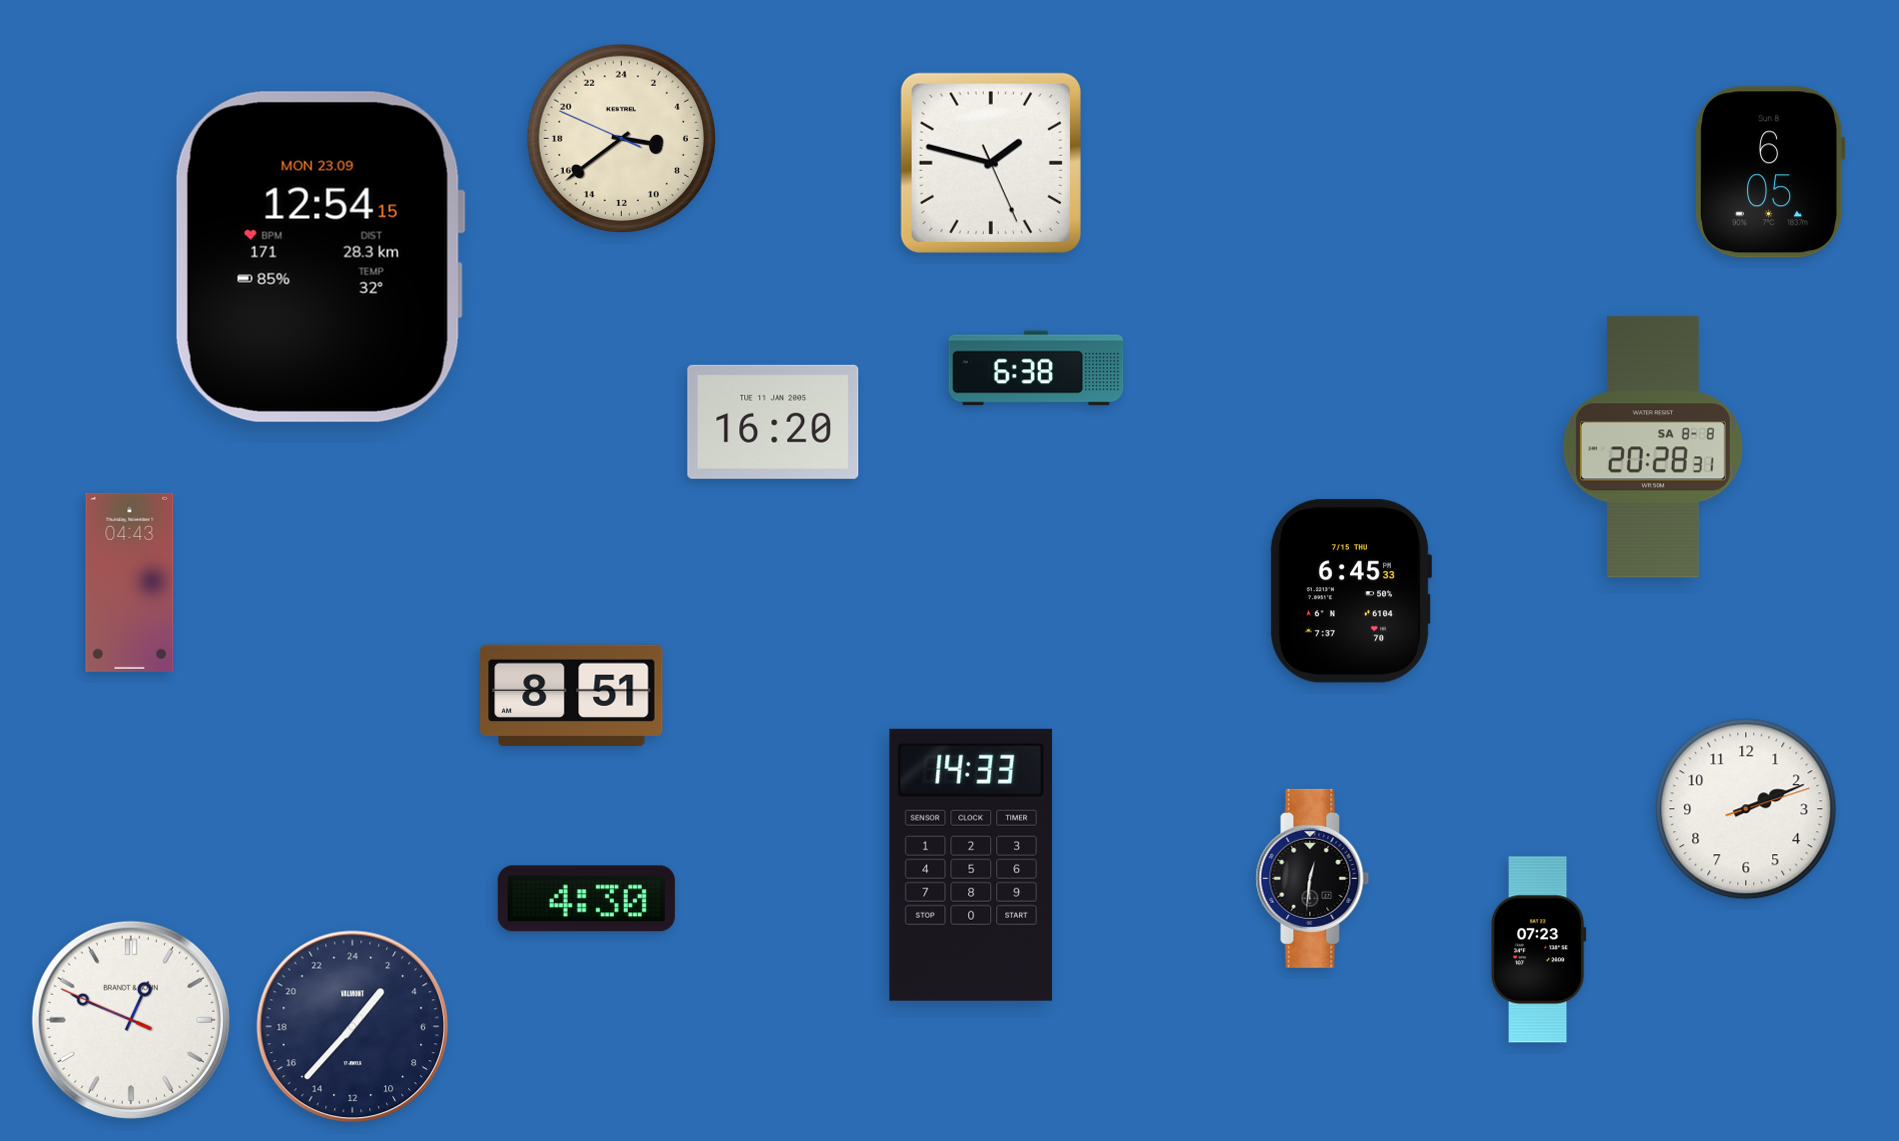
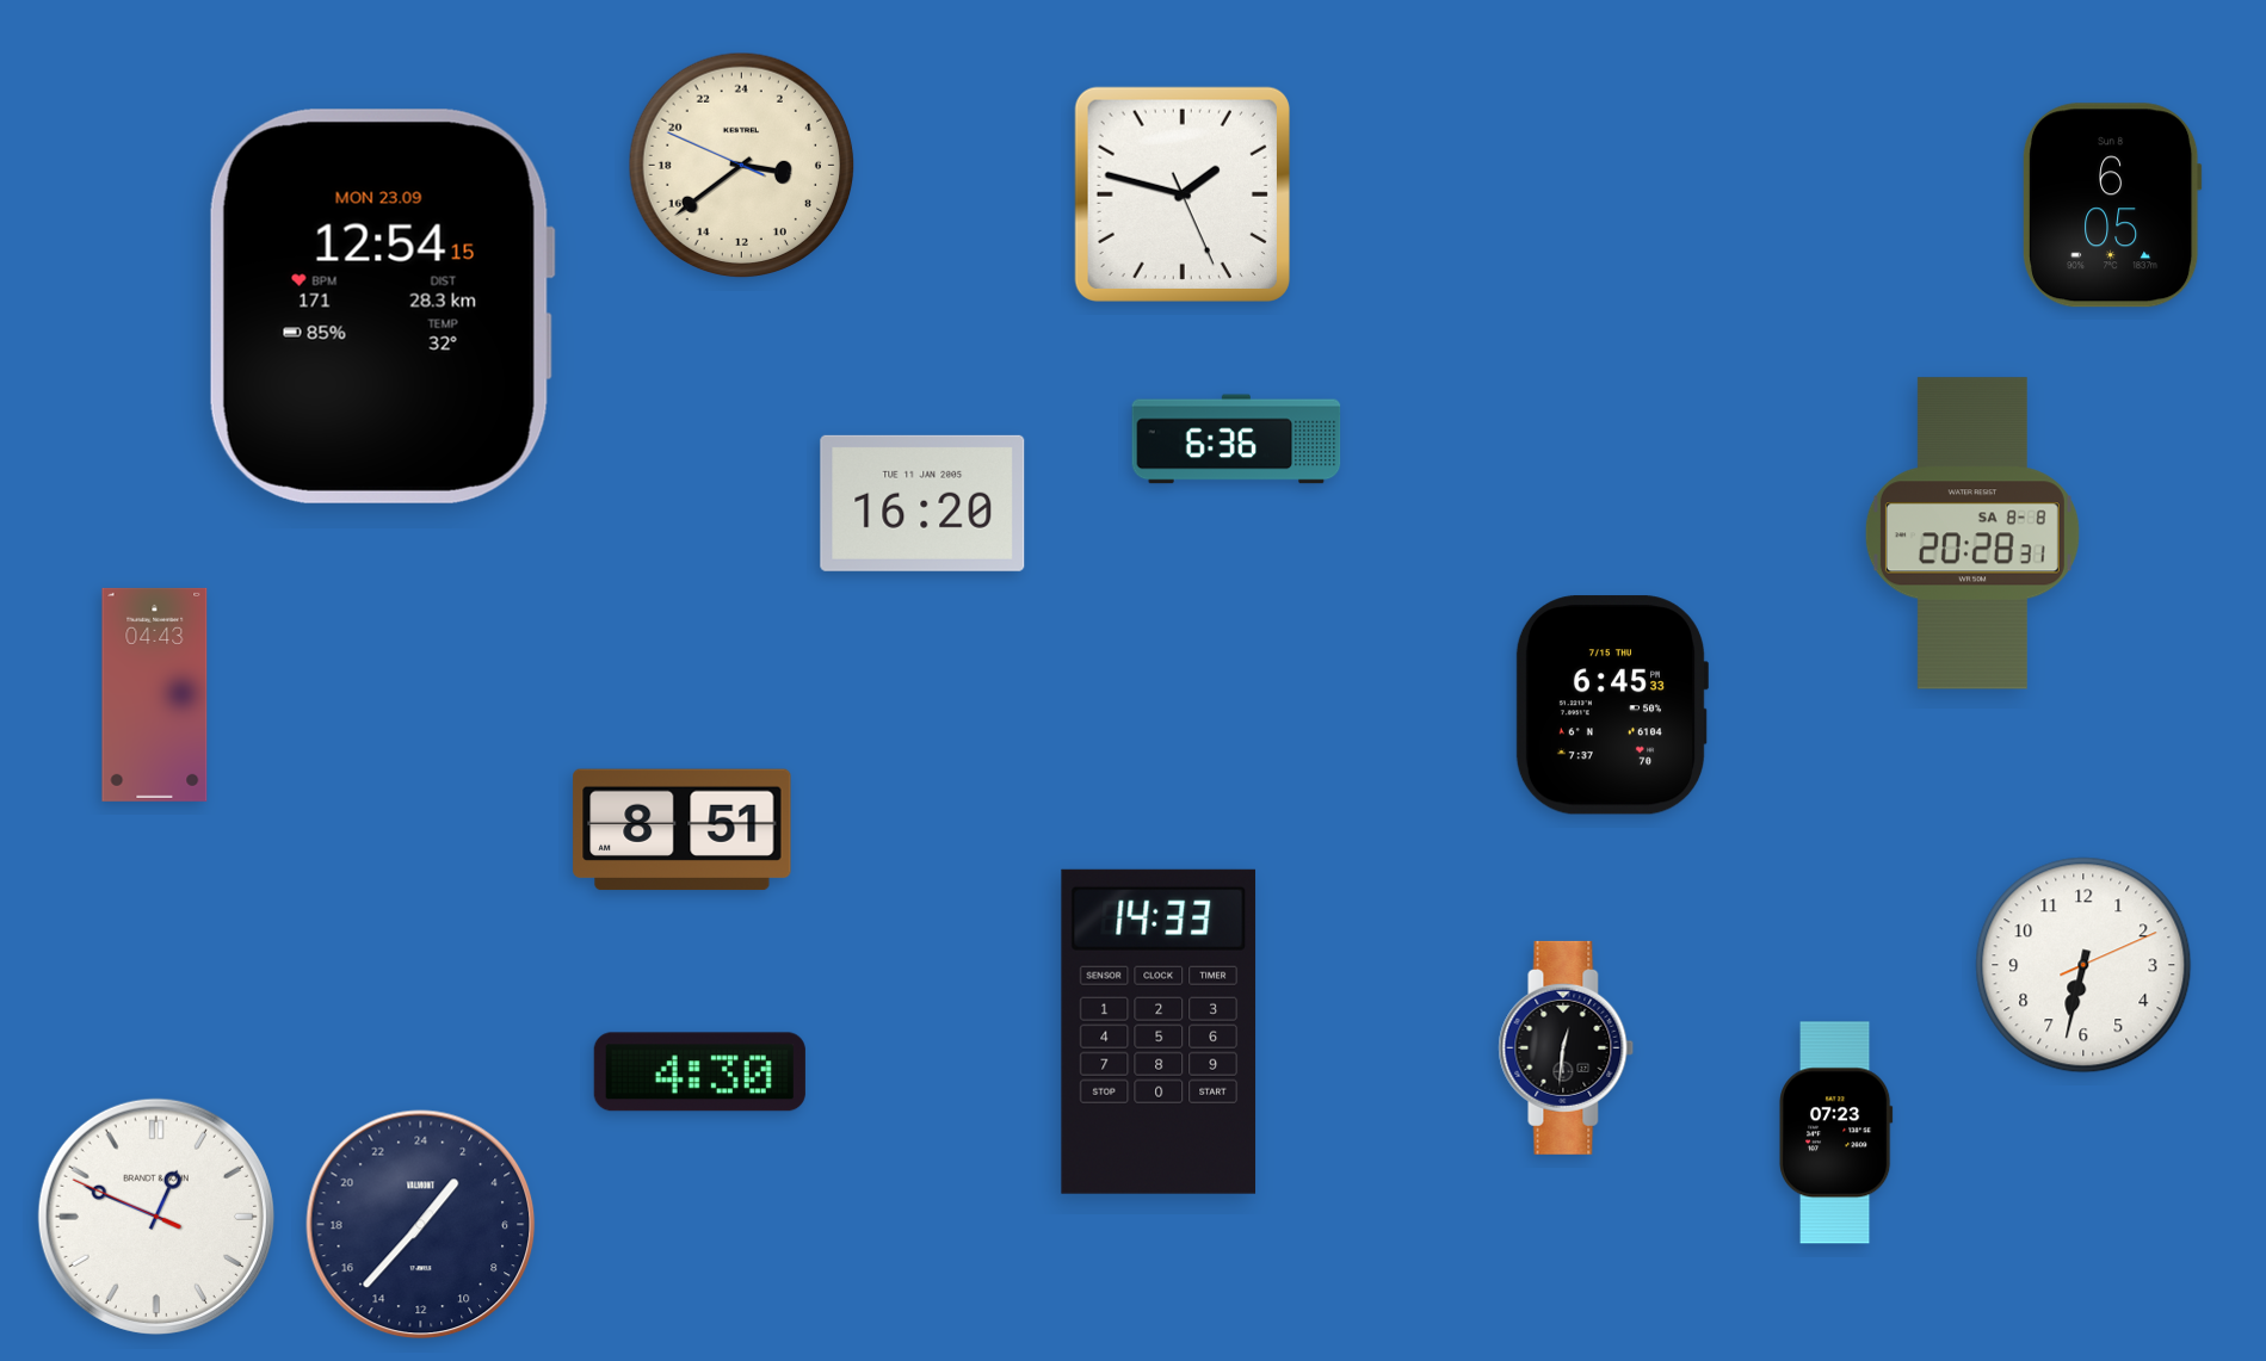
clock at (1036, 368): 6:38 -> 6:36
clock at (1746, 809): 2:11 -> 6:32
